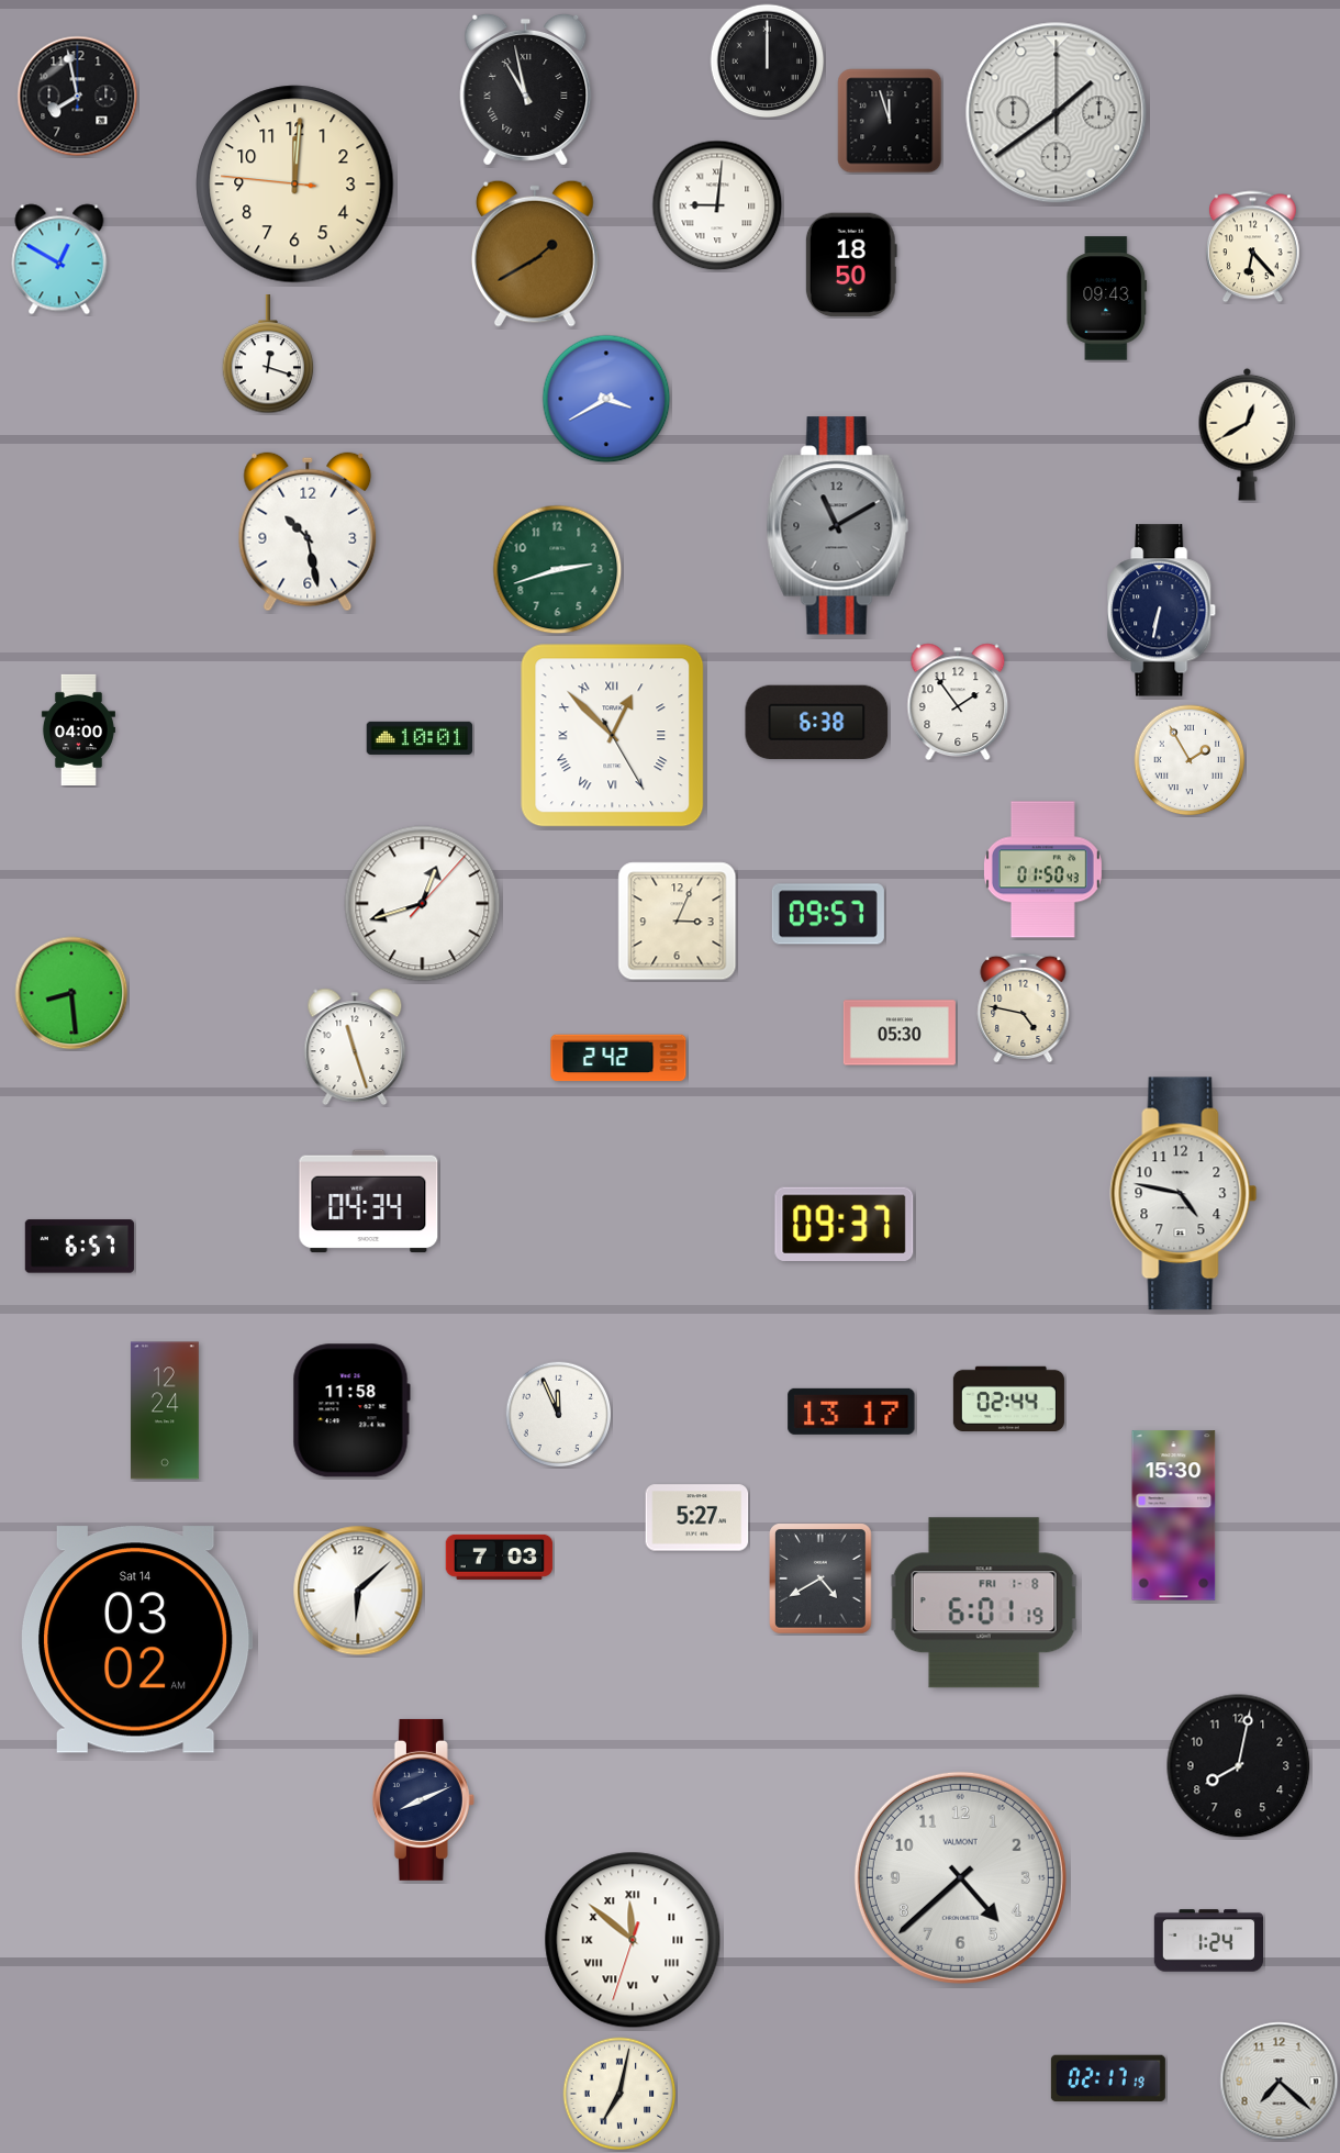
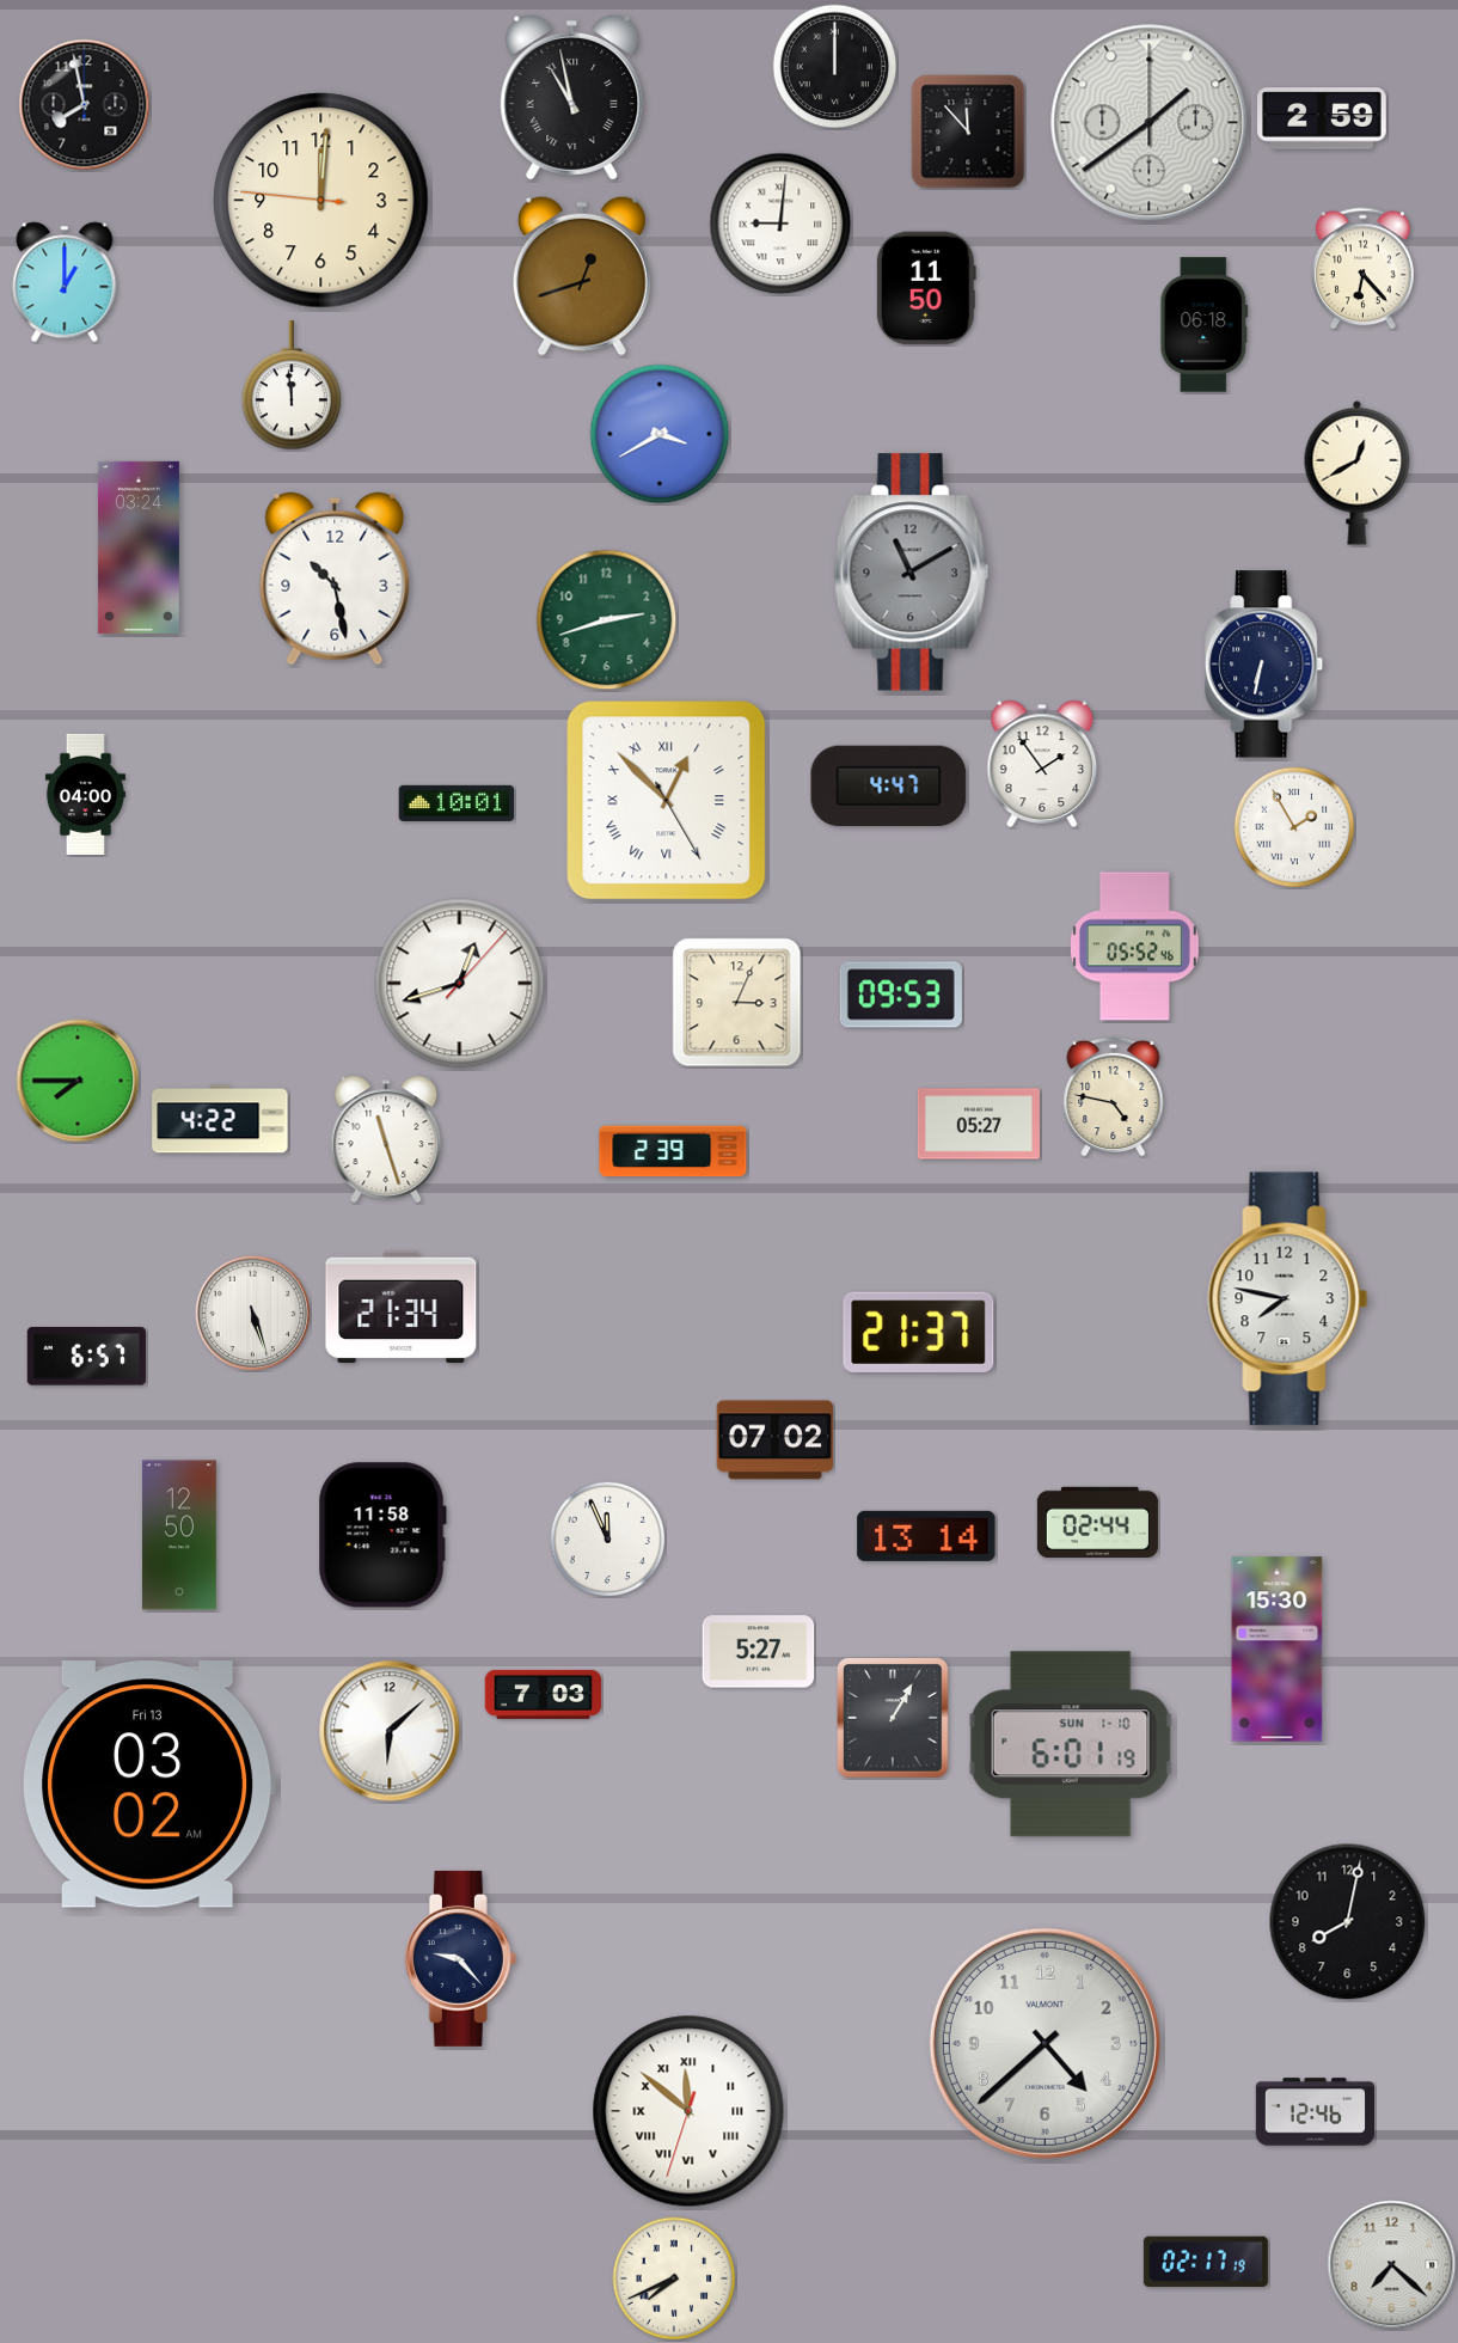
clock at (1322, 118): none -> 2:59
clock at (890, 121): 11:57 -> 11:53
clock at (535, 254): 1:40 -> 12:42
clock at (59, 259): 12:50 -> 1:00
clock at (851, 265): 18:50 -> 11:50
clock at (1107, 299): 09:43 -> 06:18
clock at (268, 355): 12:18 -> 11:59
clock at (139, 547): none -> 03:24
clock at (817, 723): 6:38 -> 4:47
clock at (1042, 870): 01:50 -> 05:52
clock at (828, 914): 09:57 -> 09:53
clock at (71, 993): 8:29 -> 7:45
clock at (220, 1119): none -> 4:22
clock at (900, 1033): 05:30 -> 05:27
clock at (618, 1058): 2:42 -> 2:39
clock at (1184, 1194): 4:47 -> 7:47
clock at (369, 1202): 04:34 -> 21:34
clock at (253, 1314): none -> 5:27
clock at (845, 1224): 09:37 -> 21:37
clock at (774, 1440): none -> 07:02
clock at (165, 1410): 12:24 -> 12:50
clock at (851, 1412): 13:17 -> 13:14
clock at (822, 1579): 4:40 -> 1:05
clock at (984, 1603) date: FRI 1-8 -> SUN 1-10
clock at (137, 1640) date: Sat 14 -> Fri 13
clock at (423, 1799): 8:11 -> 9:23
clock at (1208, 1941): 1:24 -> 12:46
clock at (619, 2094): 7:02 -> 7:41
